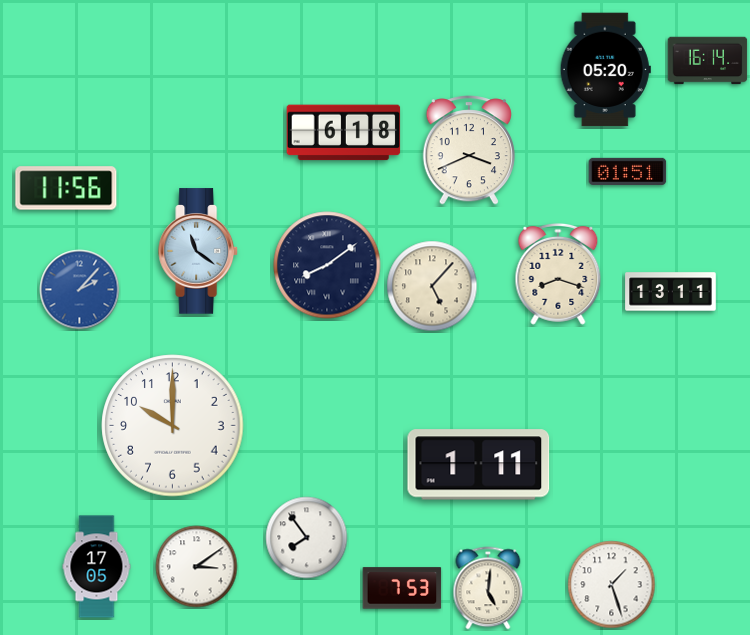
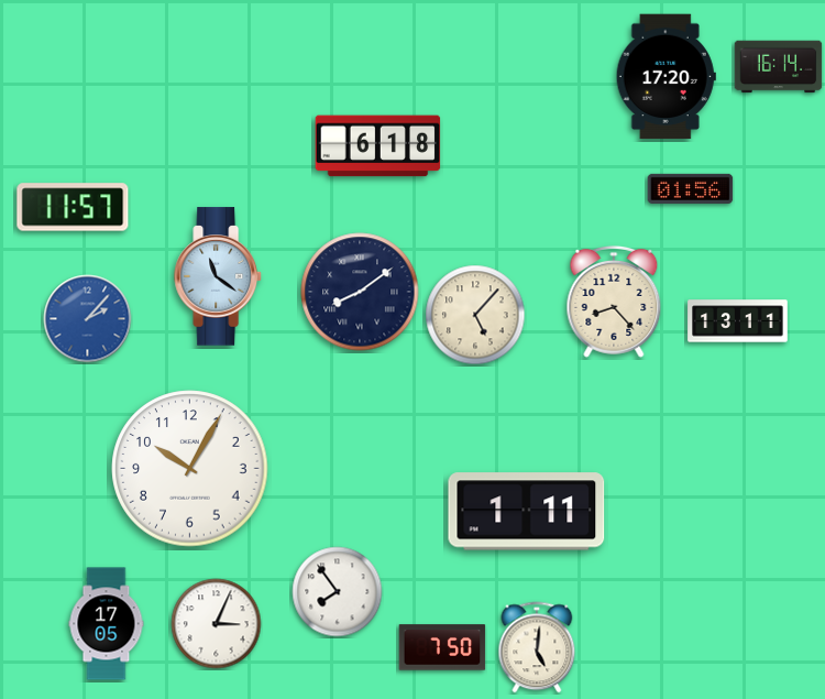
clock at (605, 70): 05:20 -> 17:20
clock at (468, 150): 3:41 -> none
clock at (628, 171): 01:51 -> 01:56
clock at (66, 188): 11:56 -> 11:57
clock at (558, 274): 8:18 -> 8:23
clock at (173, 426): 10:00 -> 10:05
clock at (197, 567): 3:09 -> 3:04
clock at (612, 585): 1:27 -> none
clock at (402, 588): 7:53 -> 7:50
